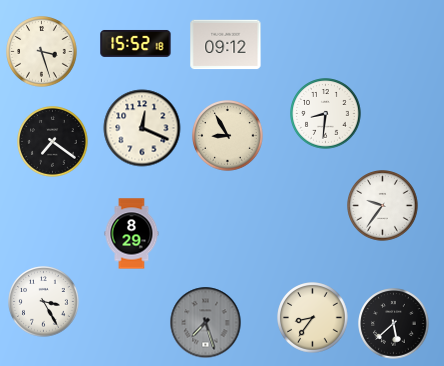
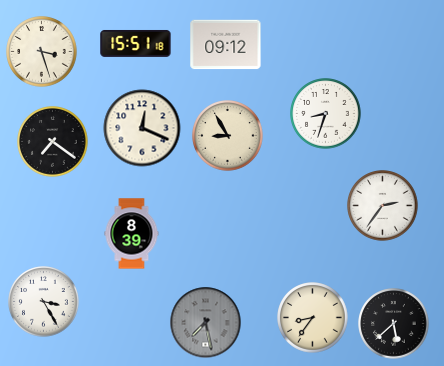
clock at (136, 43): 15:52 -> 15:51
clock at (326, 114): 8:31 -> 8:33
clock at (383, 206): 9:36 -> 2:36
clock at (132, 234): 8:29 -> 8:39
clock at (206, 323): 7:27 -> 7:28
